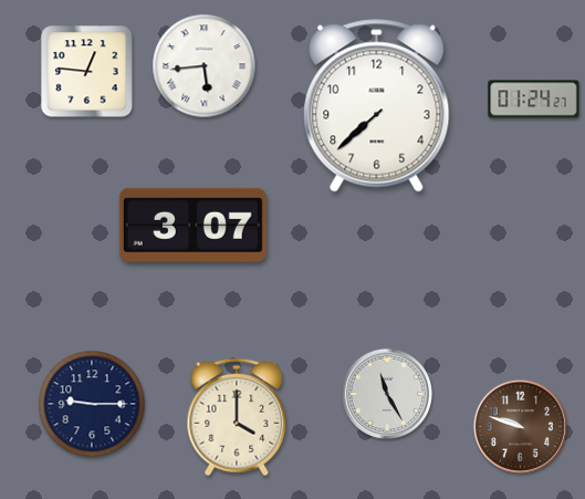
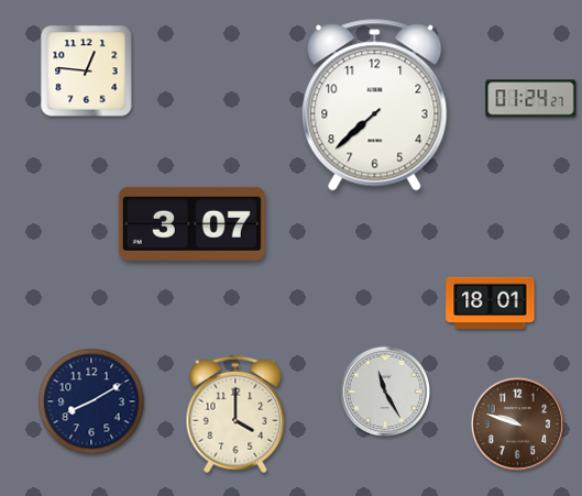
clock at (205, 66): 5:44 -> none
clock at (491, 304): none -> 18:01
clock at (92, 404): 9:15 -> 8:10
